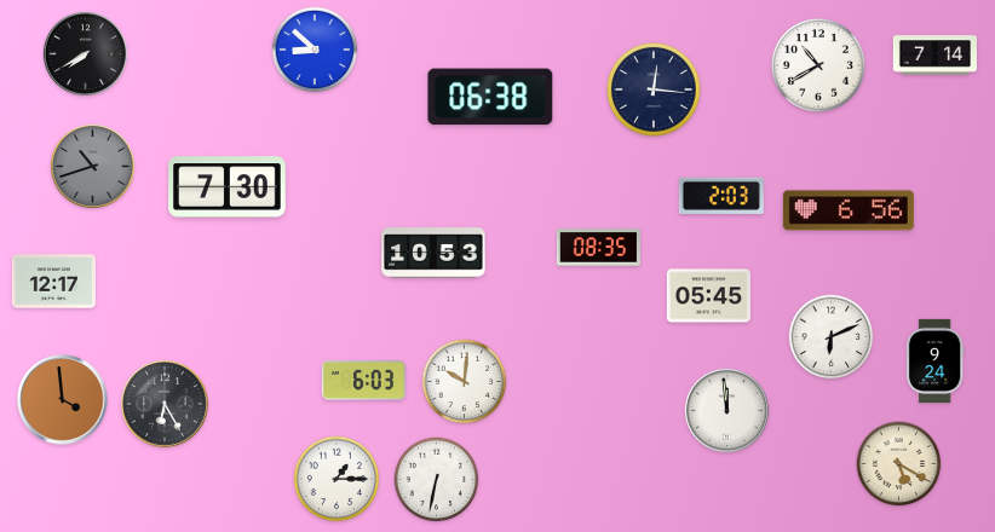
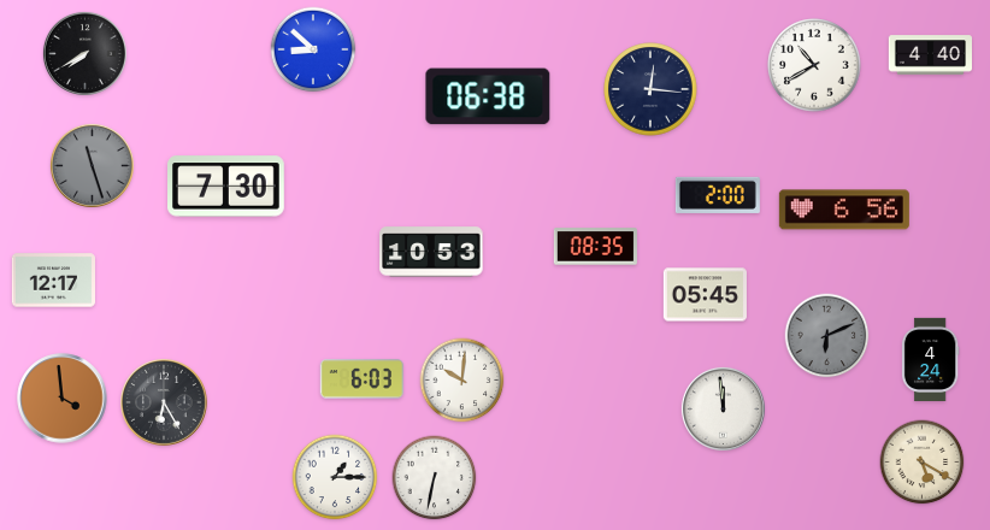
clock at (934, 56): 7:14 -> 4:40
clock at (92, 166): 10:42 -> 11:27
clock at (721, 196): 2:03 -> 2:00
clock at (832, 337) dial: white -> grey
clock at (934, 360): 9:24 -> 4:24
clock at (899, 464) position: (899, 464) -> (923, 463)
